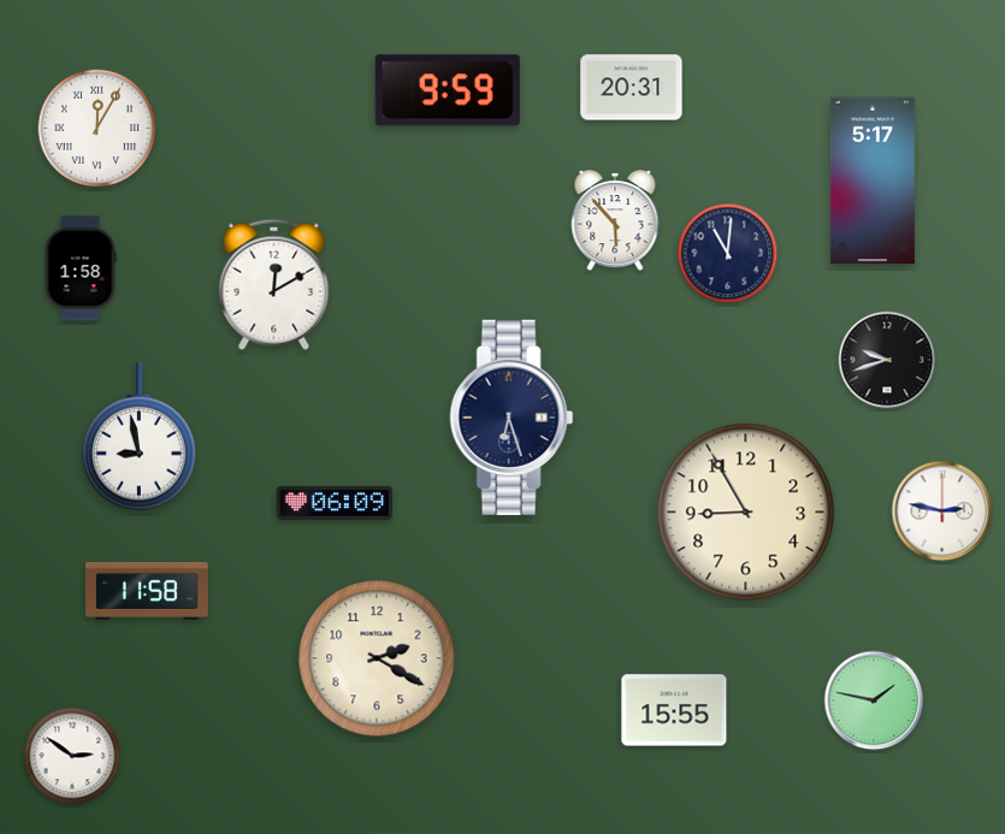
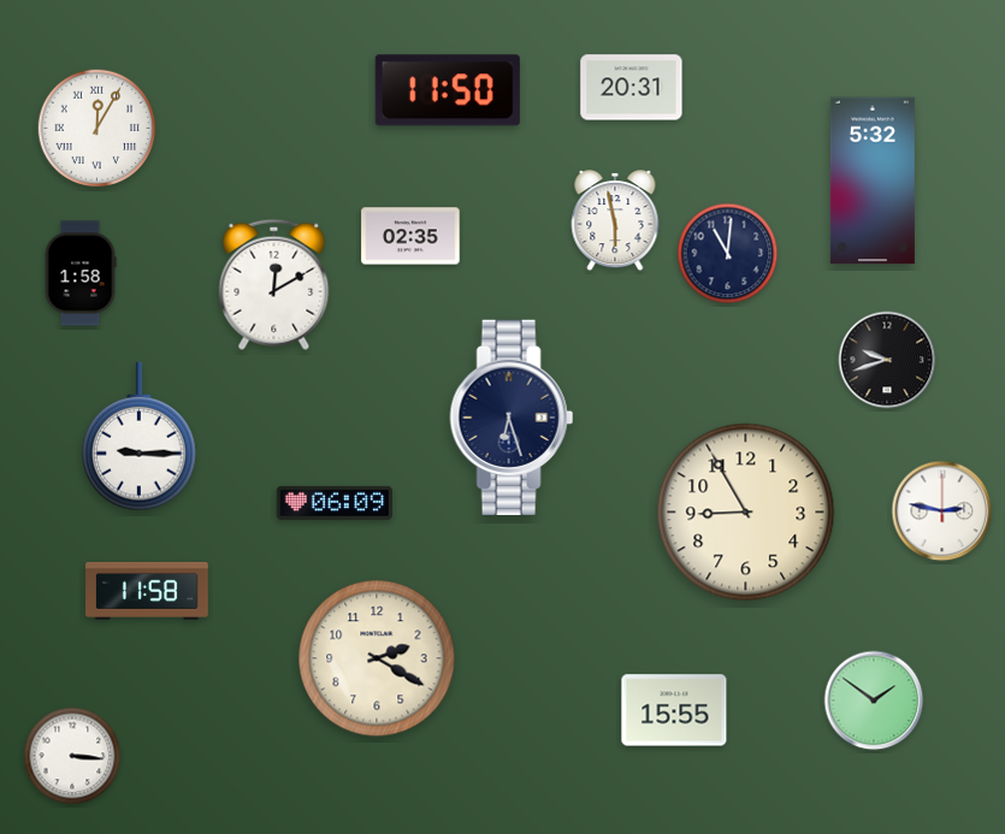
clock at (448, 90): 9:59 -> 11:50
clock at (873, 181): 5:17 -> 5:32
clock at (615, 221): 5:53 -> 5:58
clock at (410, 236): none -> 02:35
clock at (81, 268) position: (81, 268) -> (81, 273)
clock at (140, 437): 8:58 -> 9:15
clock at (874, 700): 1:47 -> 1:51
clock at (72, 756): 2:51 -> 3:16
